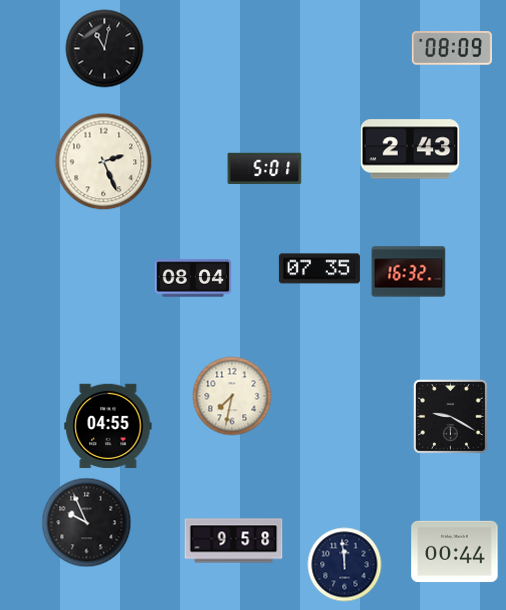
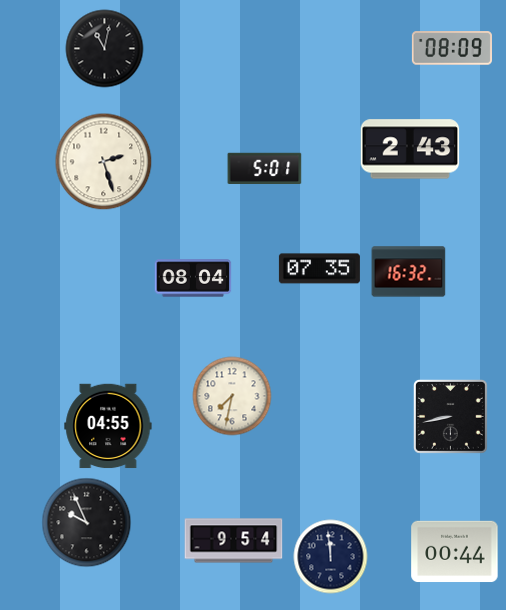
clock at (104, 162): 2:26 -> 2:27
clock at (450, 416): 9:20 -> 8:43
clock at (234, 541): 9:58 -> 9:54
clock at (345, 565) position: (345, 565) -> (331, 557)
